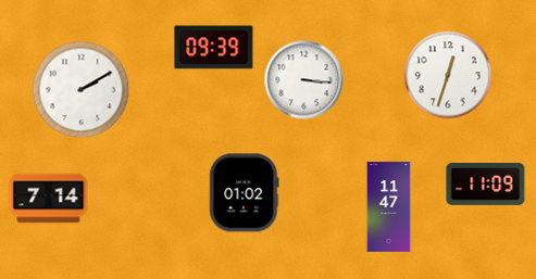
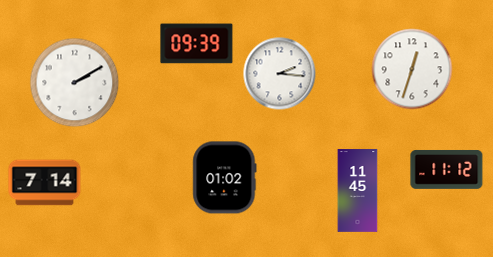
clock at (304, 80): 3:16 -> 2:16
clock at (486, 183): 11:09 -> 11:12
clock at (389, 207): 11:47 -> 11:45
